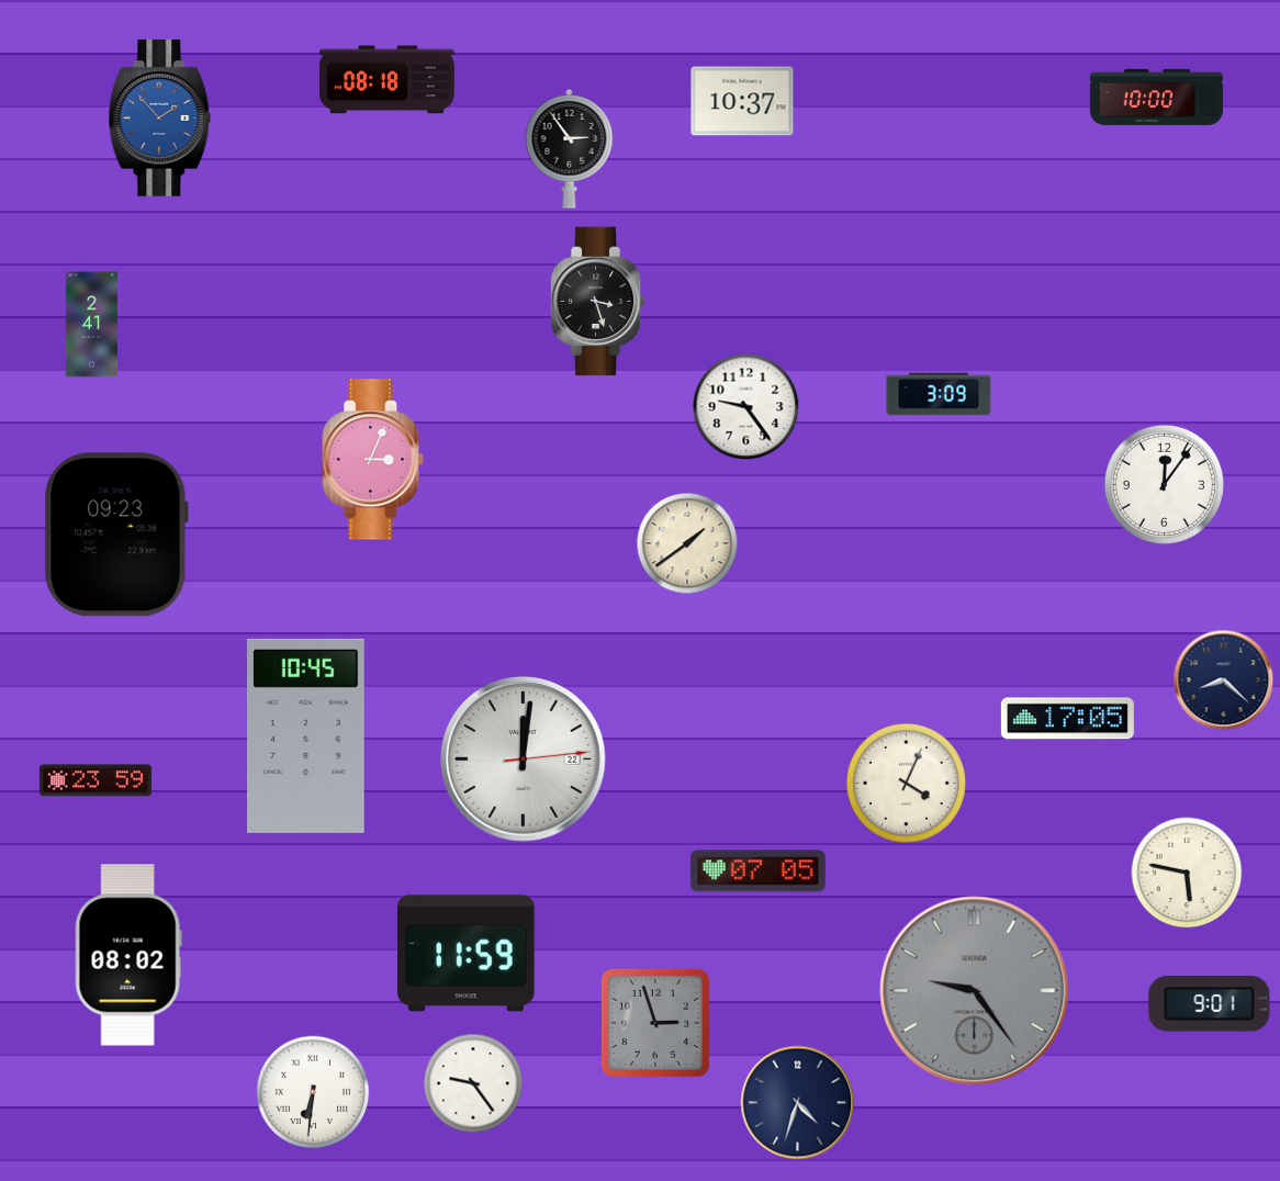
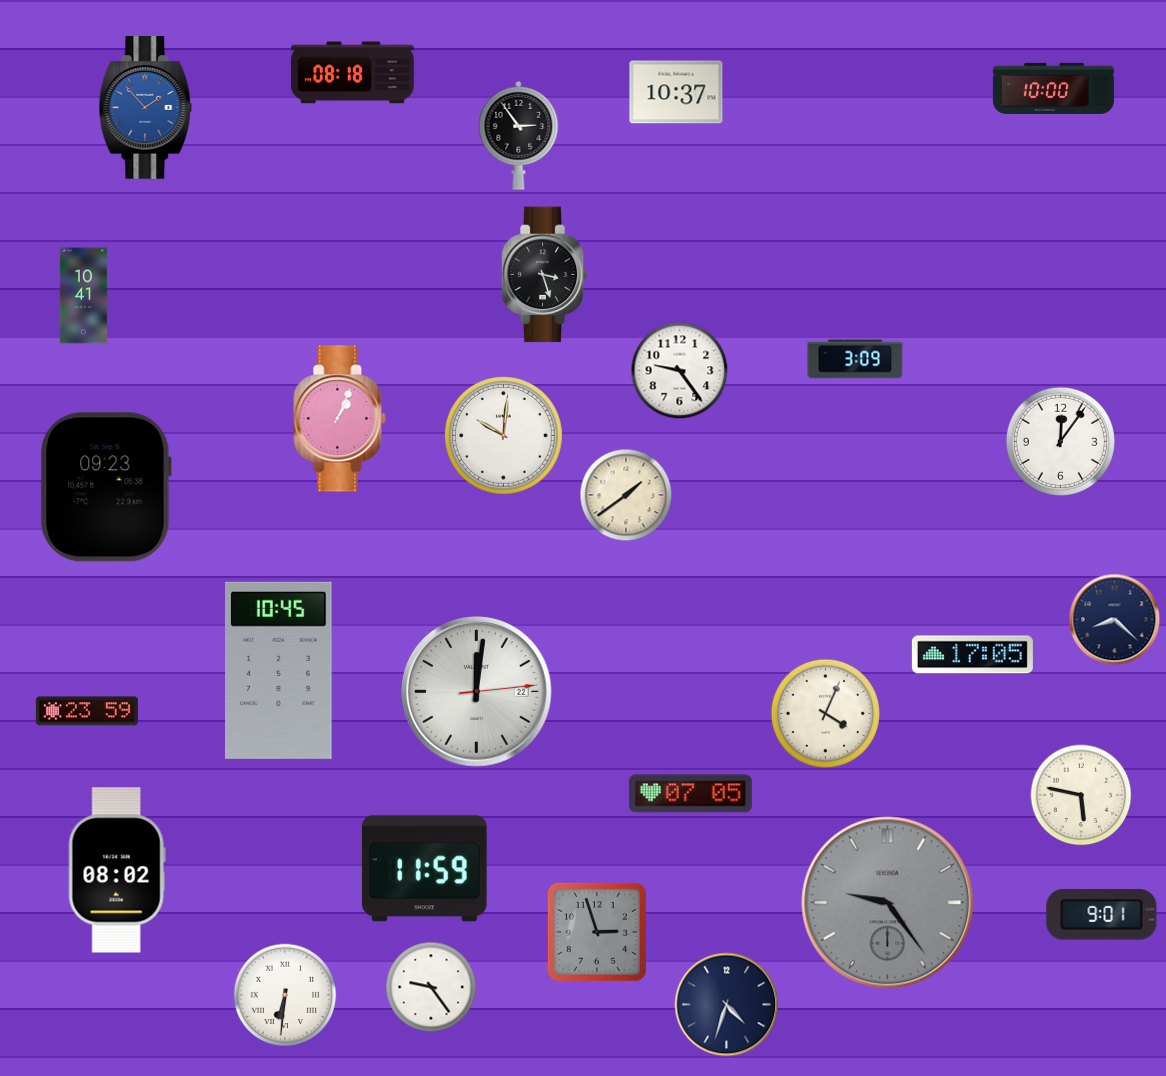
clock at (92, 325): 2:41 -> 10:41
clock at (373, 460): 3:04 -> 1:04
clock at (504, 436): none -> 10:01
